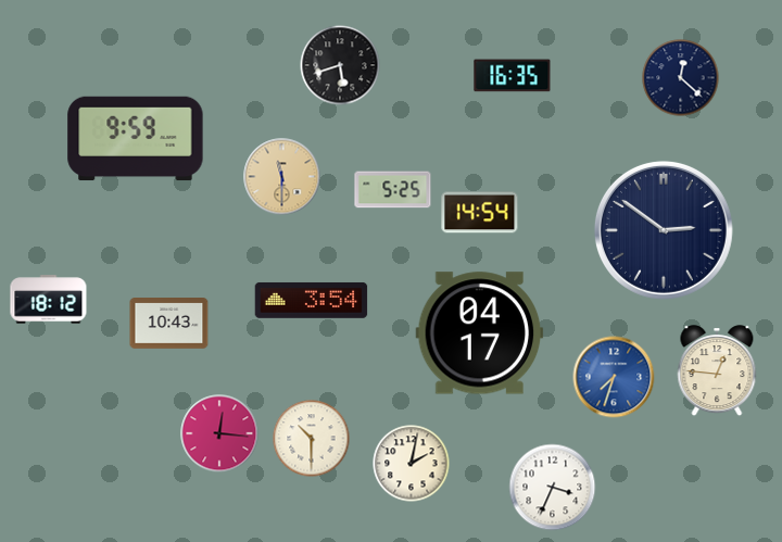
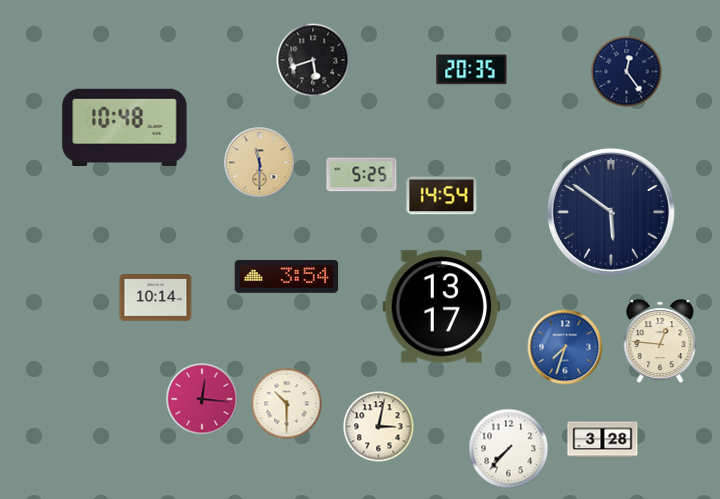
clock at (513, 76): 16:35 -> 20:35
clock at (681, 78): 12:22 -> 12:24
clock at (136, 139): 9:59 -> 10:48
clock at (664, 230): 2:51 -> 5:51
clock at (49, 300): 18:12 -> none
clock at (169, 324): 10:43 -> 10:14
clock at (480, 333): 04:17 -> 13:17
clock at (412, 464): 2:02 -> 3:02
clock at (603, 440): none -> 3:28
clock at (553, 488): 3:34 -> 7:37
